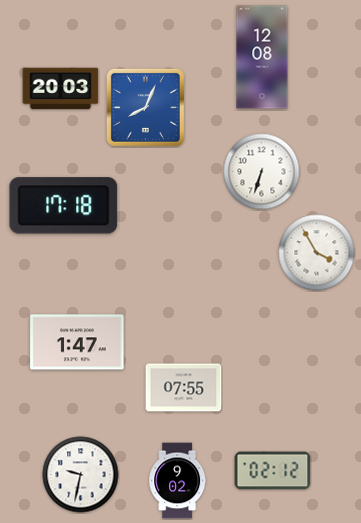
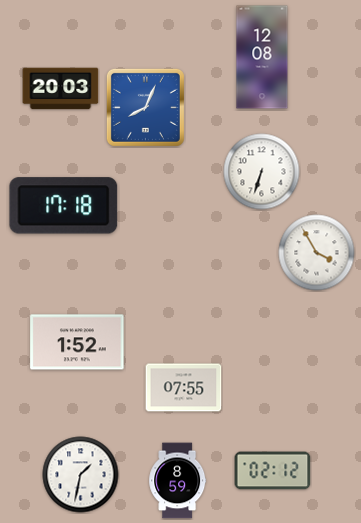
clock at (77, 342): 1:47 -> 1:52
clock at (81, 475): 9:32 -> 1:32
clock at (178, 481): 9:02 -> 8:59
